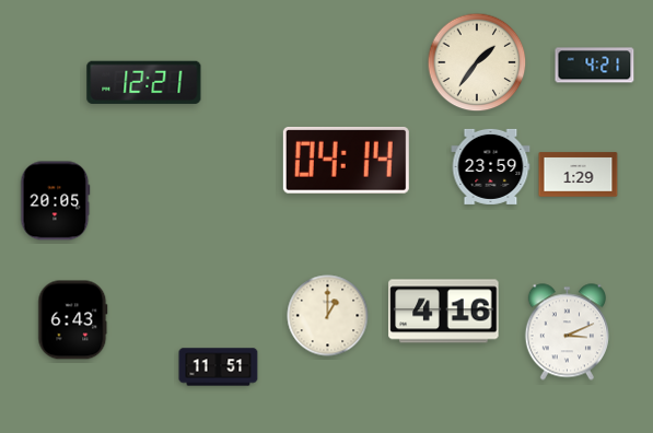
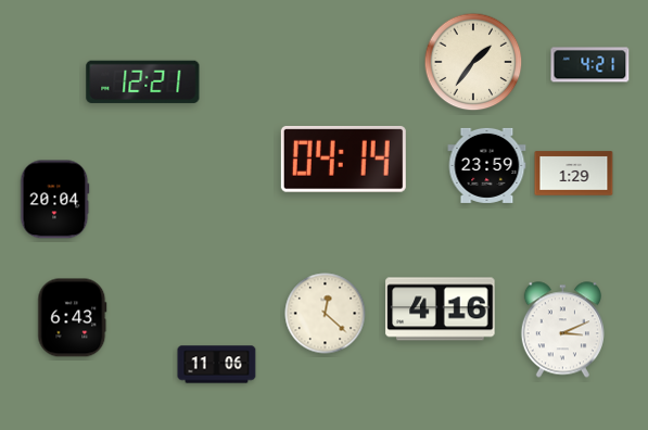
clock at (56, 201): 20:05 -> 20:04
clock at (328, 316): 1:00 -> 12:22
clock at (219, 367): 11:51 -> 11:06
